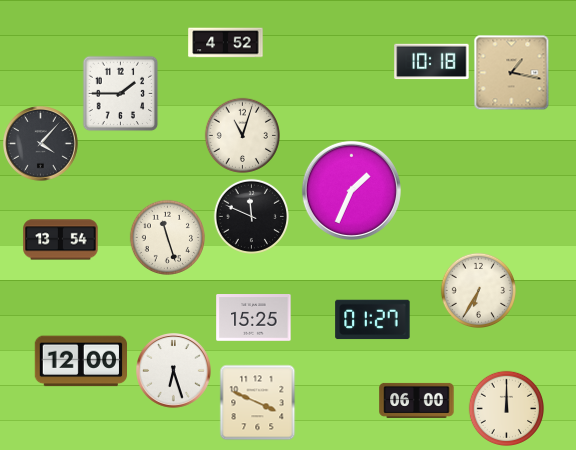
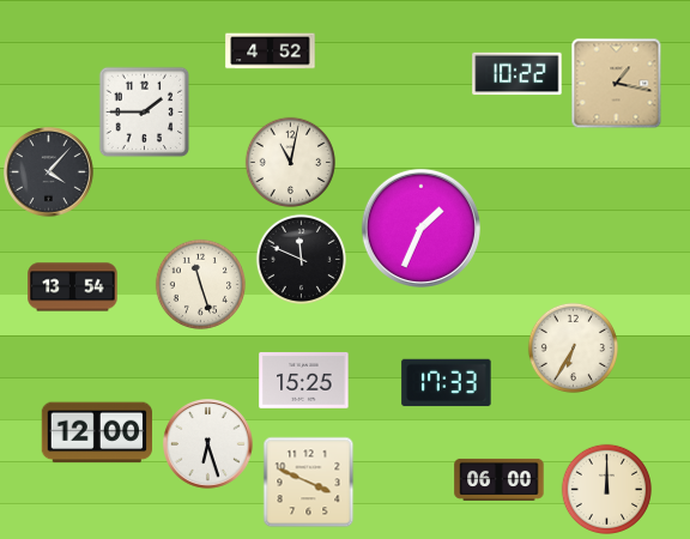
clock at (432, 62): 10:18 -> 10:22
clock at (512, 73) position: (512, 73) -> (617, 84)
clock at (242, 135): 11:03 -> 11:02
clock at (373, 320): 01:27 -> 17:33
